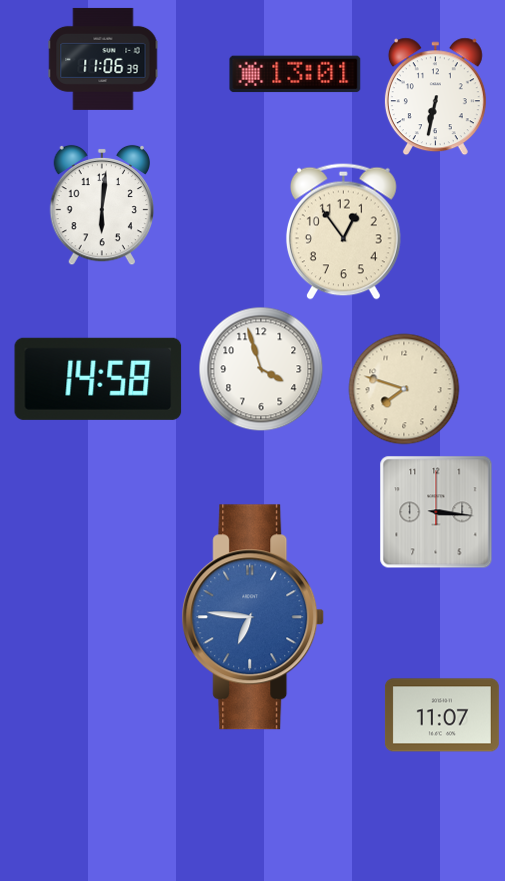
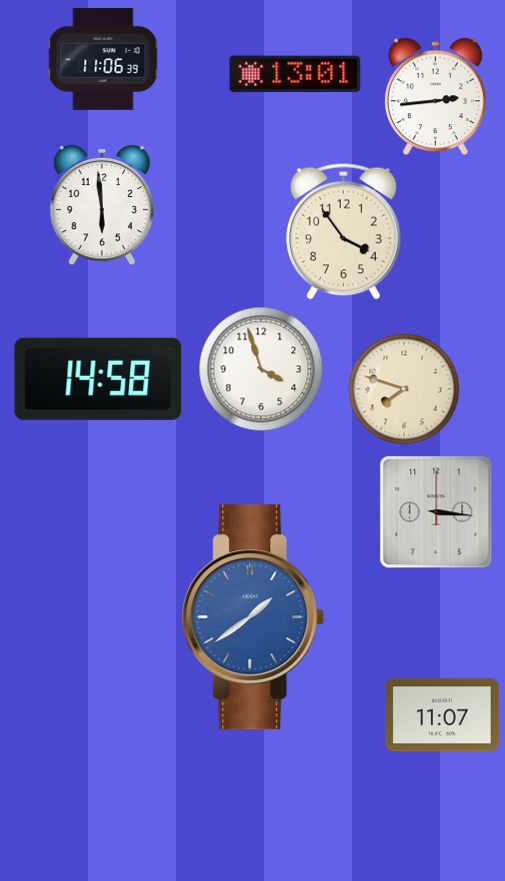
clock at (435, 97): 6:32 -> 2:44
clock at (101, 205): 6:01 -> 5:59
clock at (343, 231): 12:54 -> 3:54
clock at (253, 617): 6:46 -> 1:39
